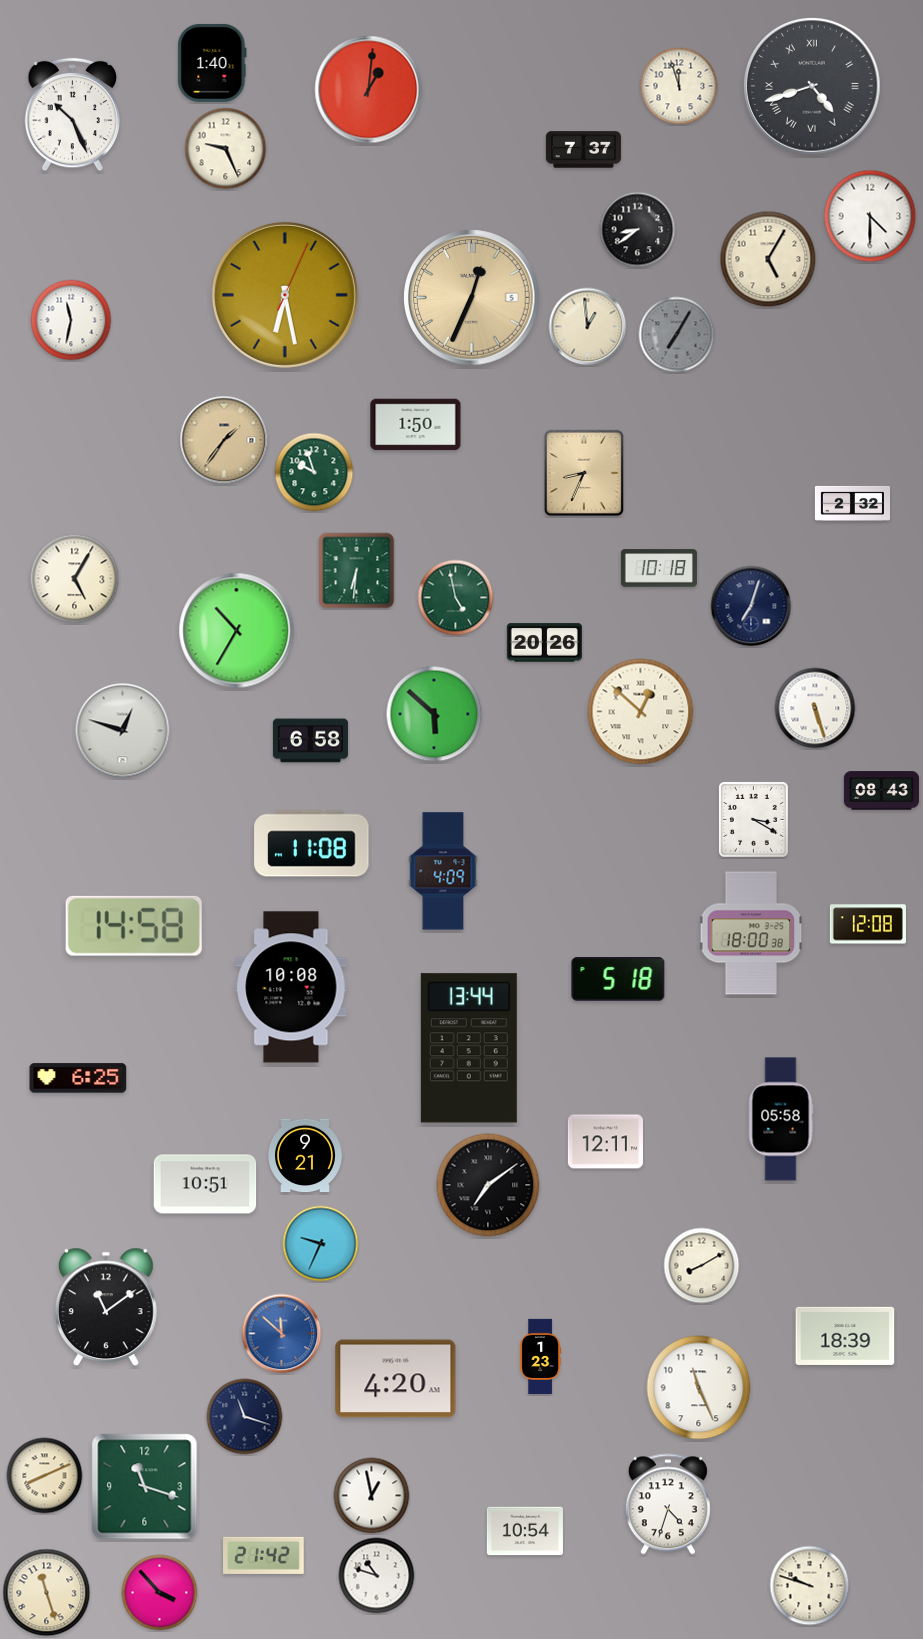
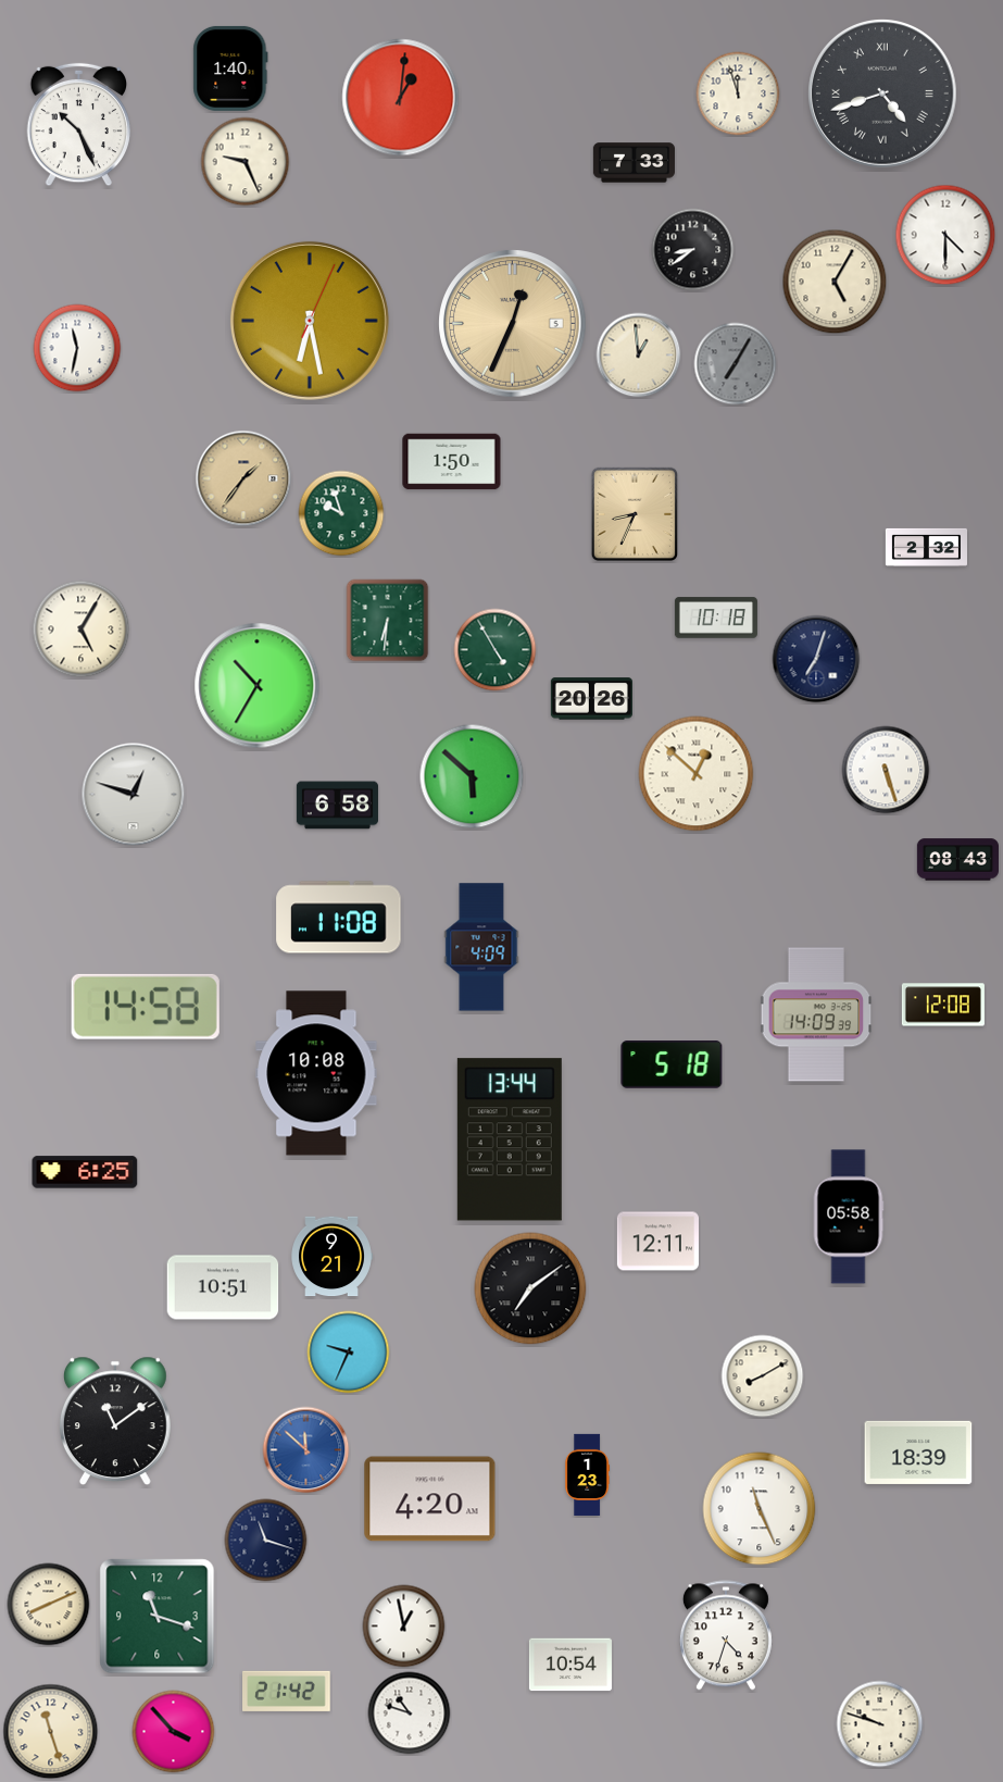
clock at (583, 150): 7:37 -> 7:33
clock at (456, 598): 4:58 -> 4:55
clock at (753, 819): 3:20 -> none
clock at (751, 933): 18:00 -> 14:09
